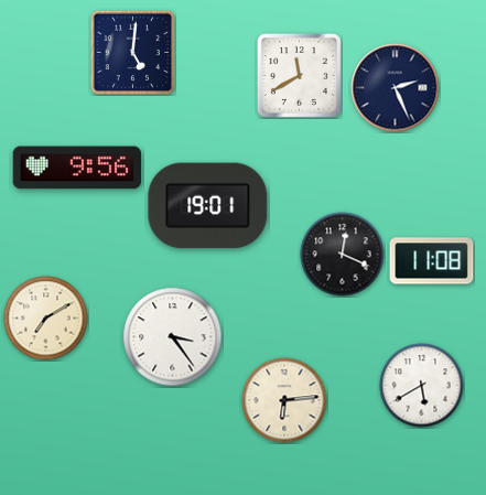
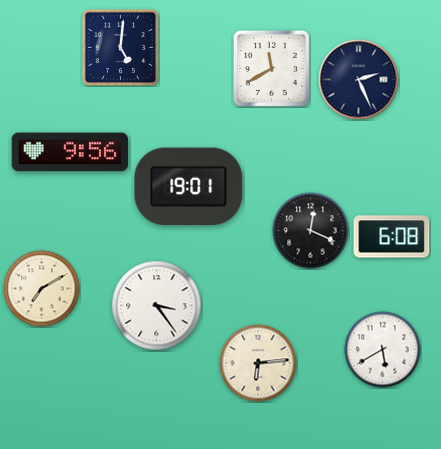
clock at (432, 261): 11:08 -> 6:08
